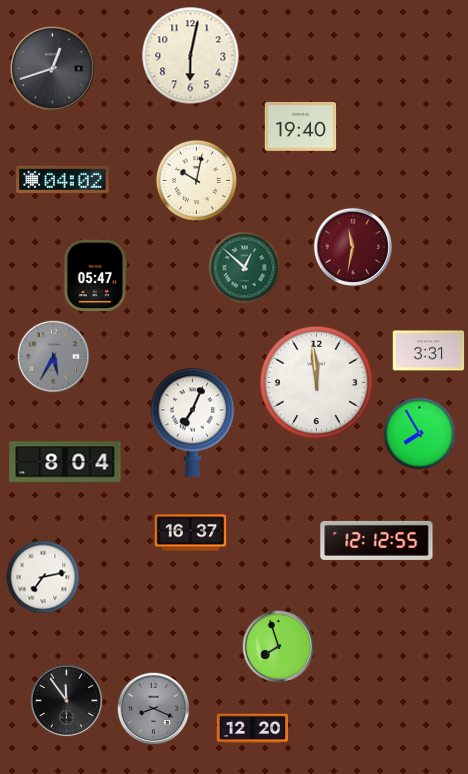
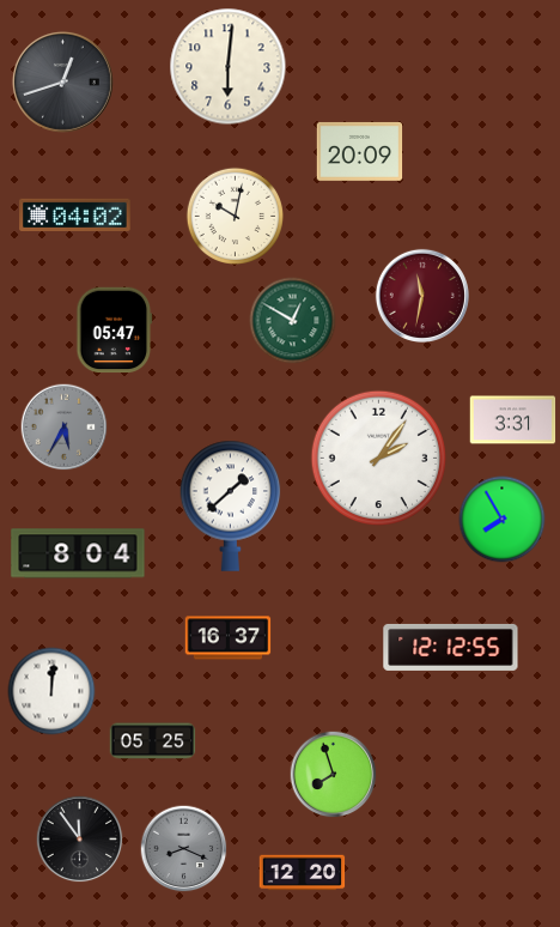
clock at (191, 56): 6:02 -> 6:01
clock at (301, 126): 19:40 -> 20:09
clock at (245, 268): 12:52 -> 12:50
clock at (316, 382): 11:59 -> 2:06
clock at (193, 422): 7:04 -> 1:38
clock at (43, 577): 7:13 -> 12:01
clock at (153, 741): none -> 05:25
